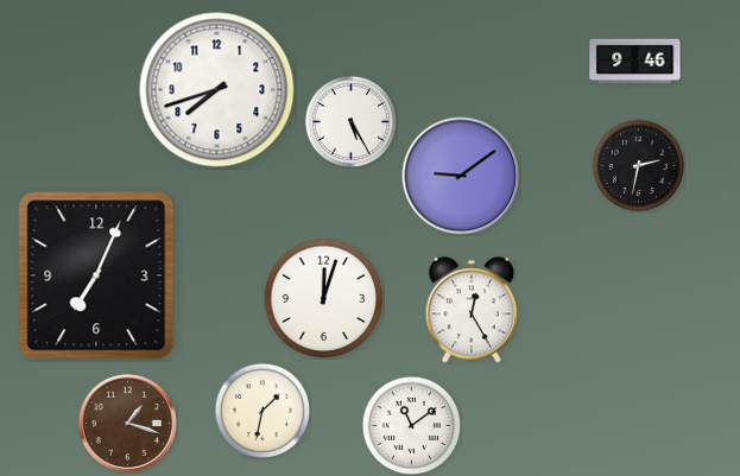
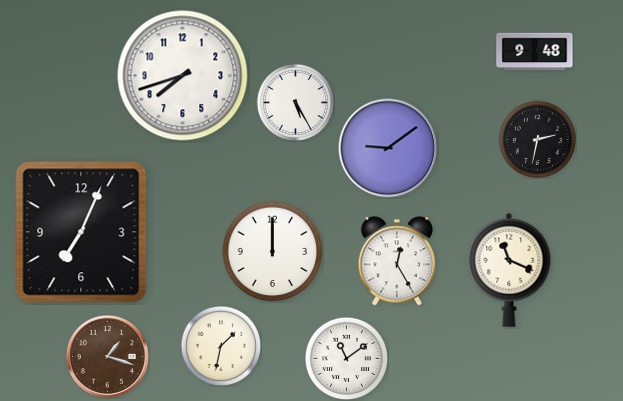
clock at (635, 62): 9:46 -> 9:48
clock at (324, 299): 12:03 -> 12:00
clock at (509, 270): none -> 11:19
